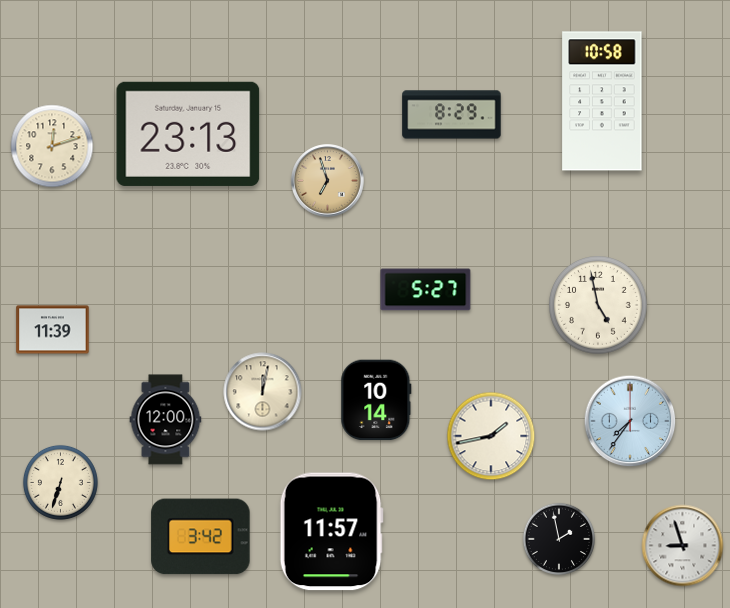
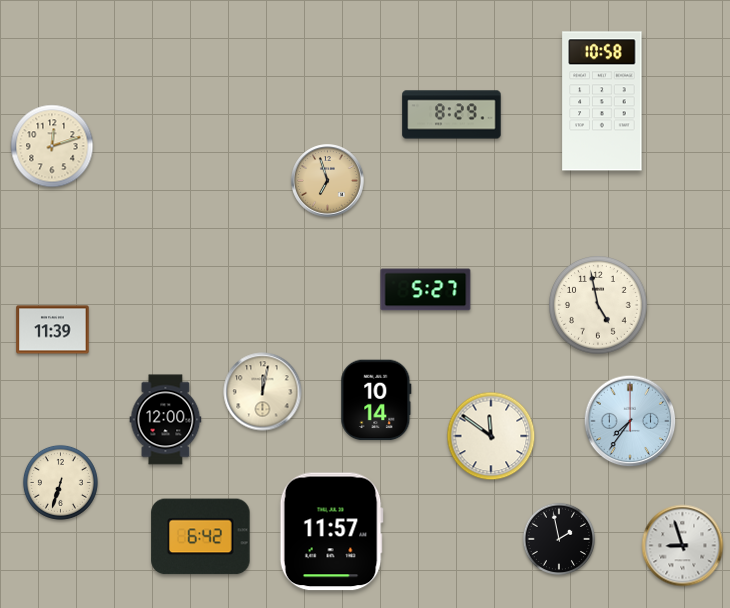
clock at (188, 134): 23:13 -> none
clock at (491, 436): 1:43 -> 11:51
clock at (201, 537): 3:42 -> 6:42
